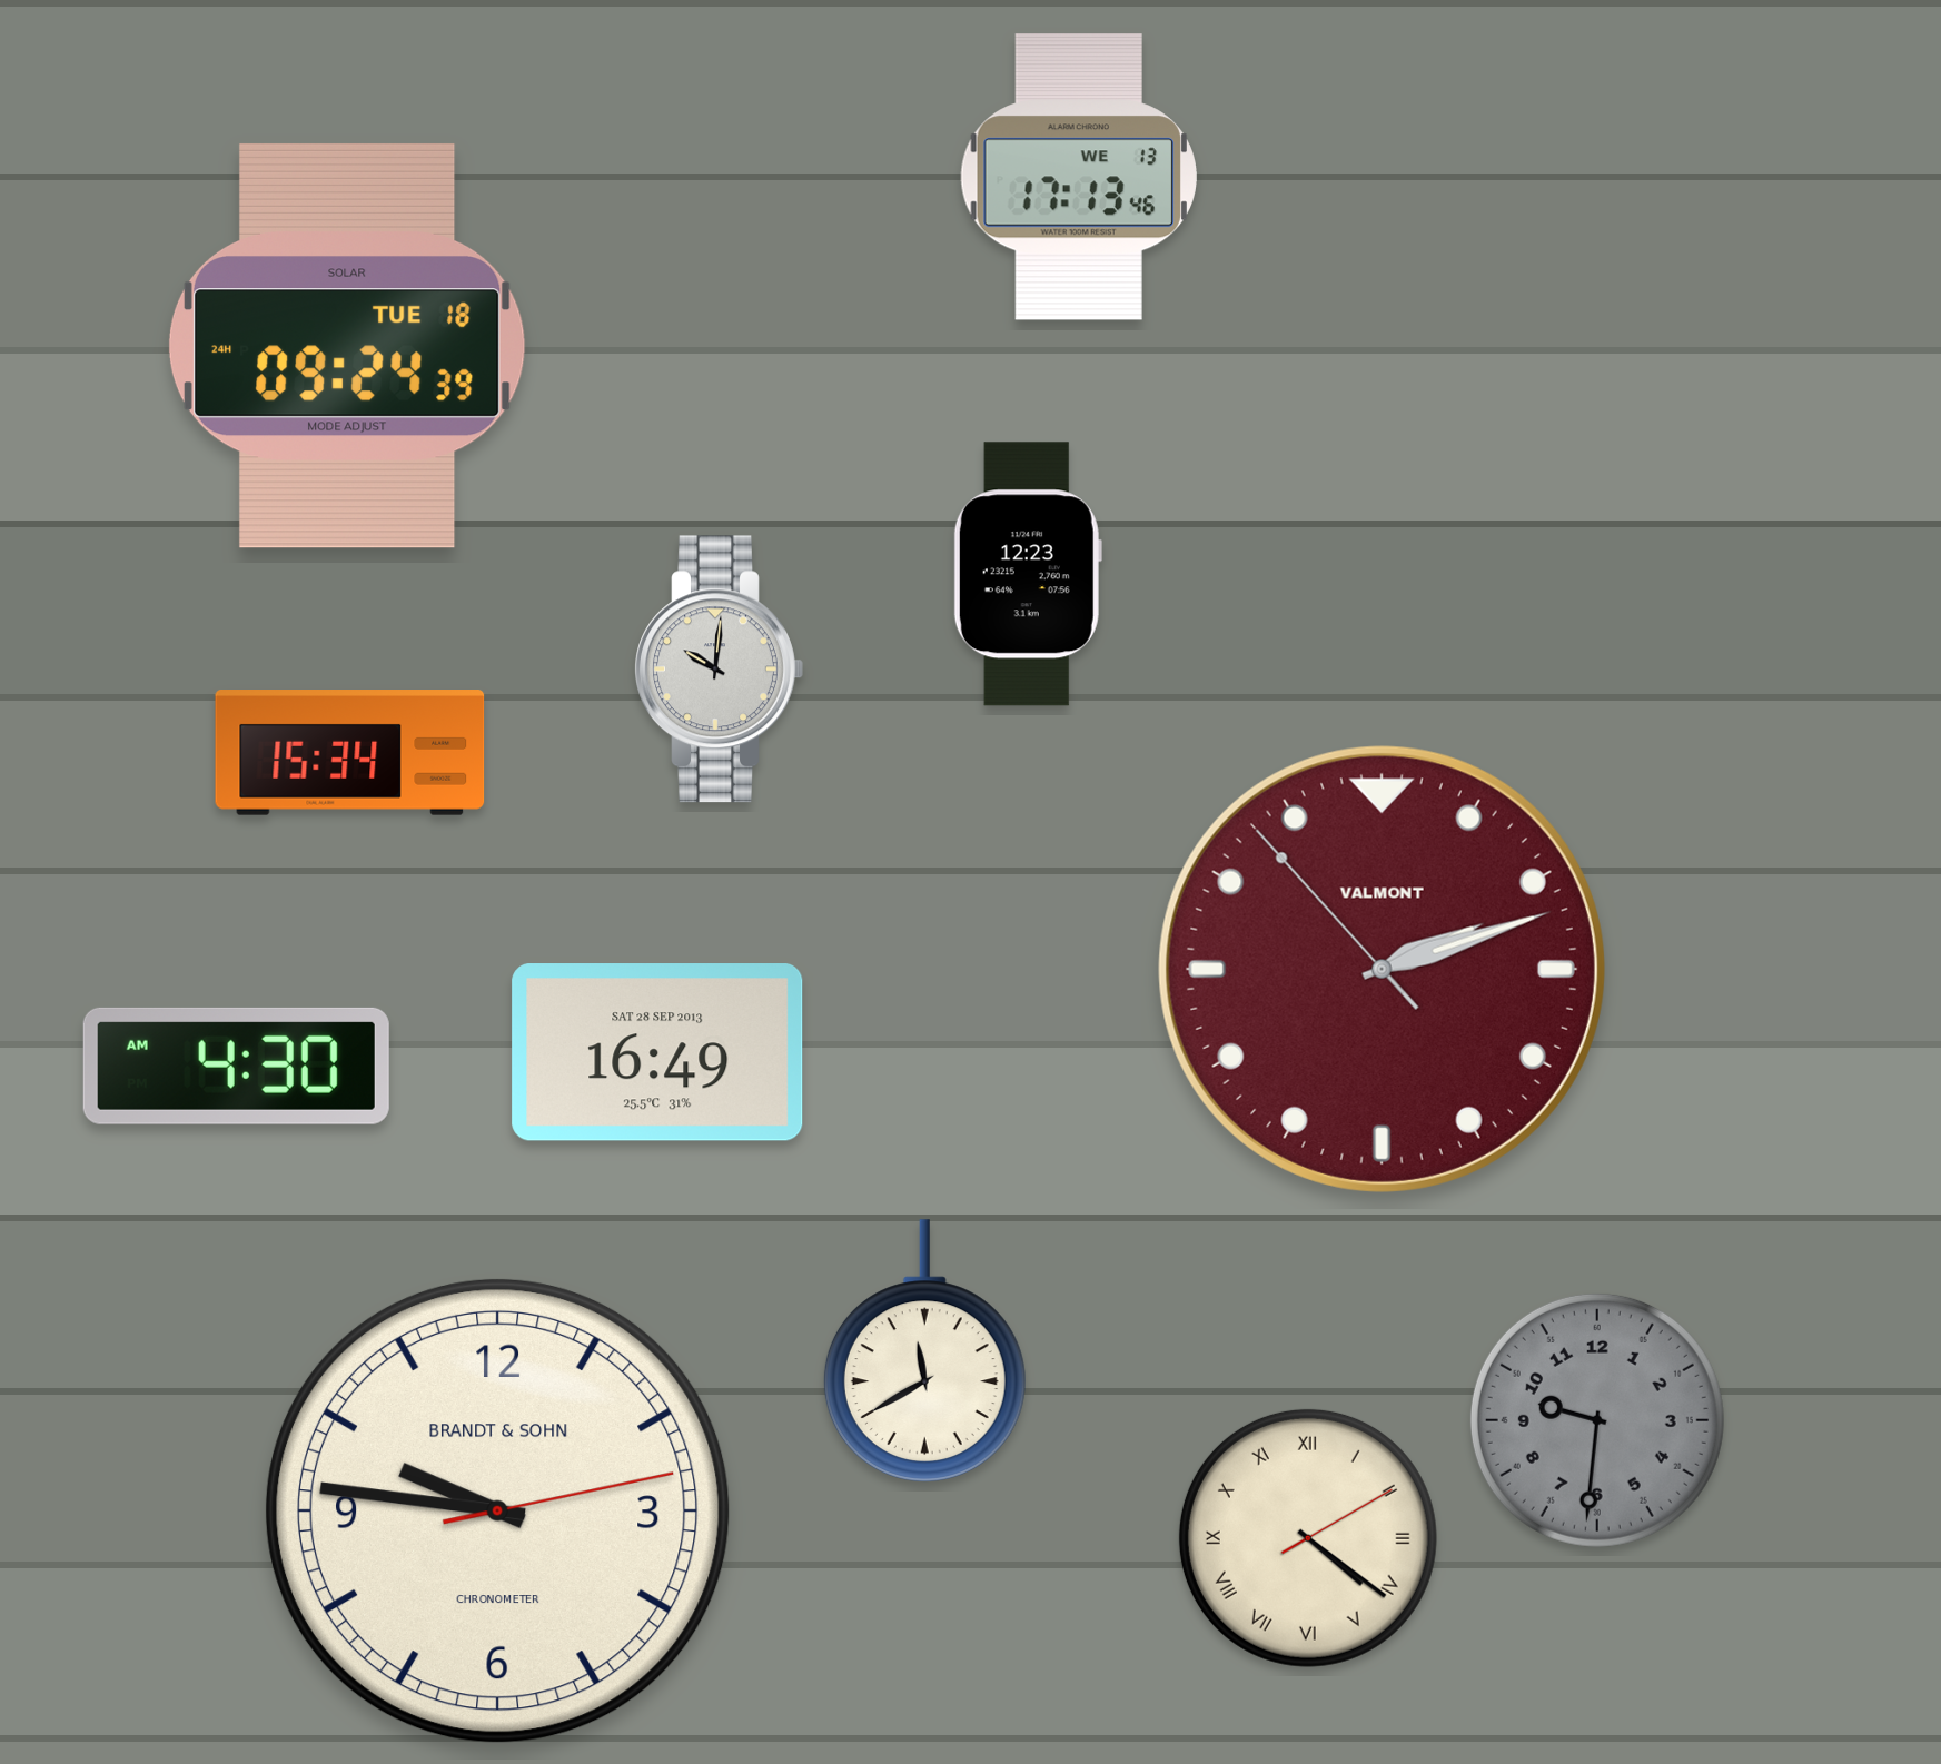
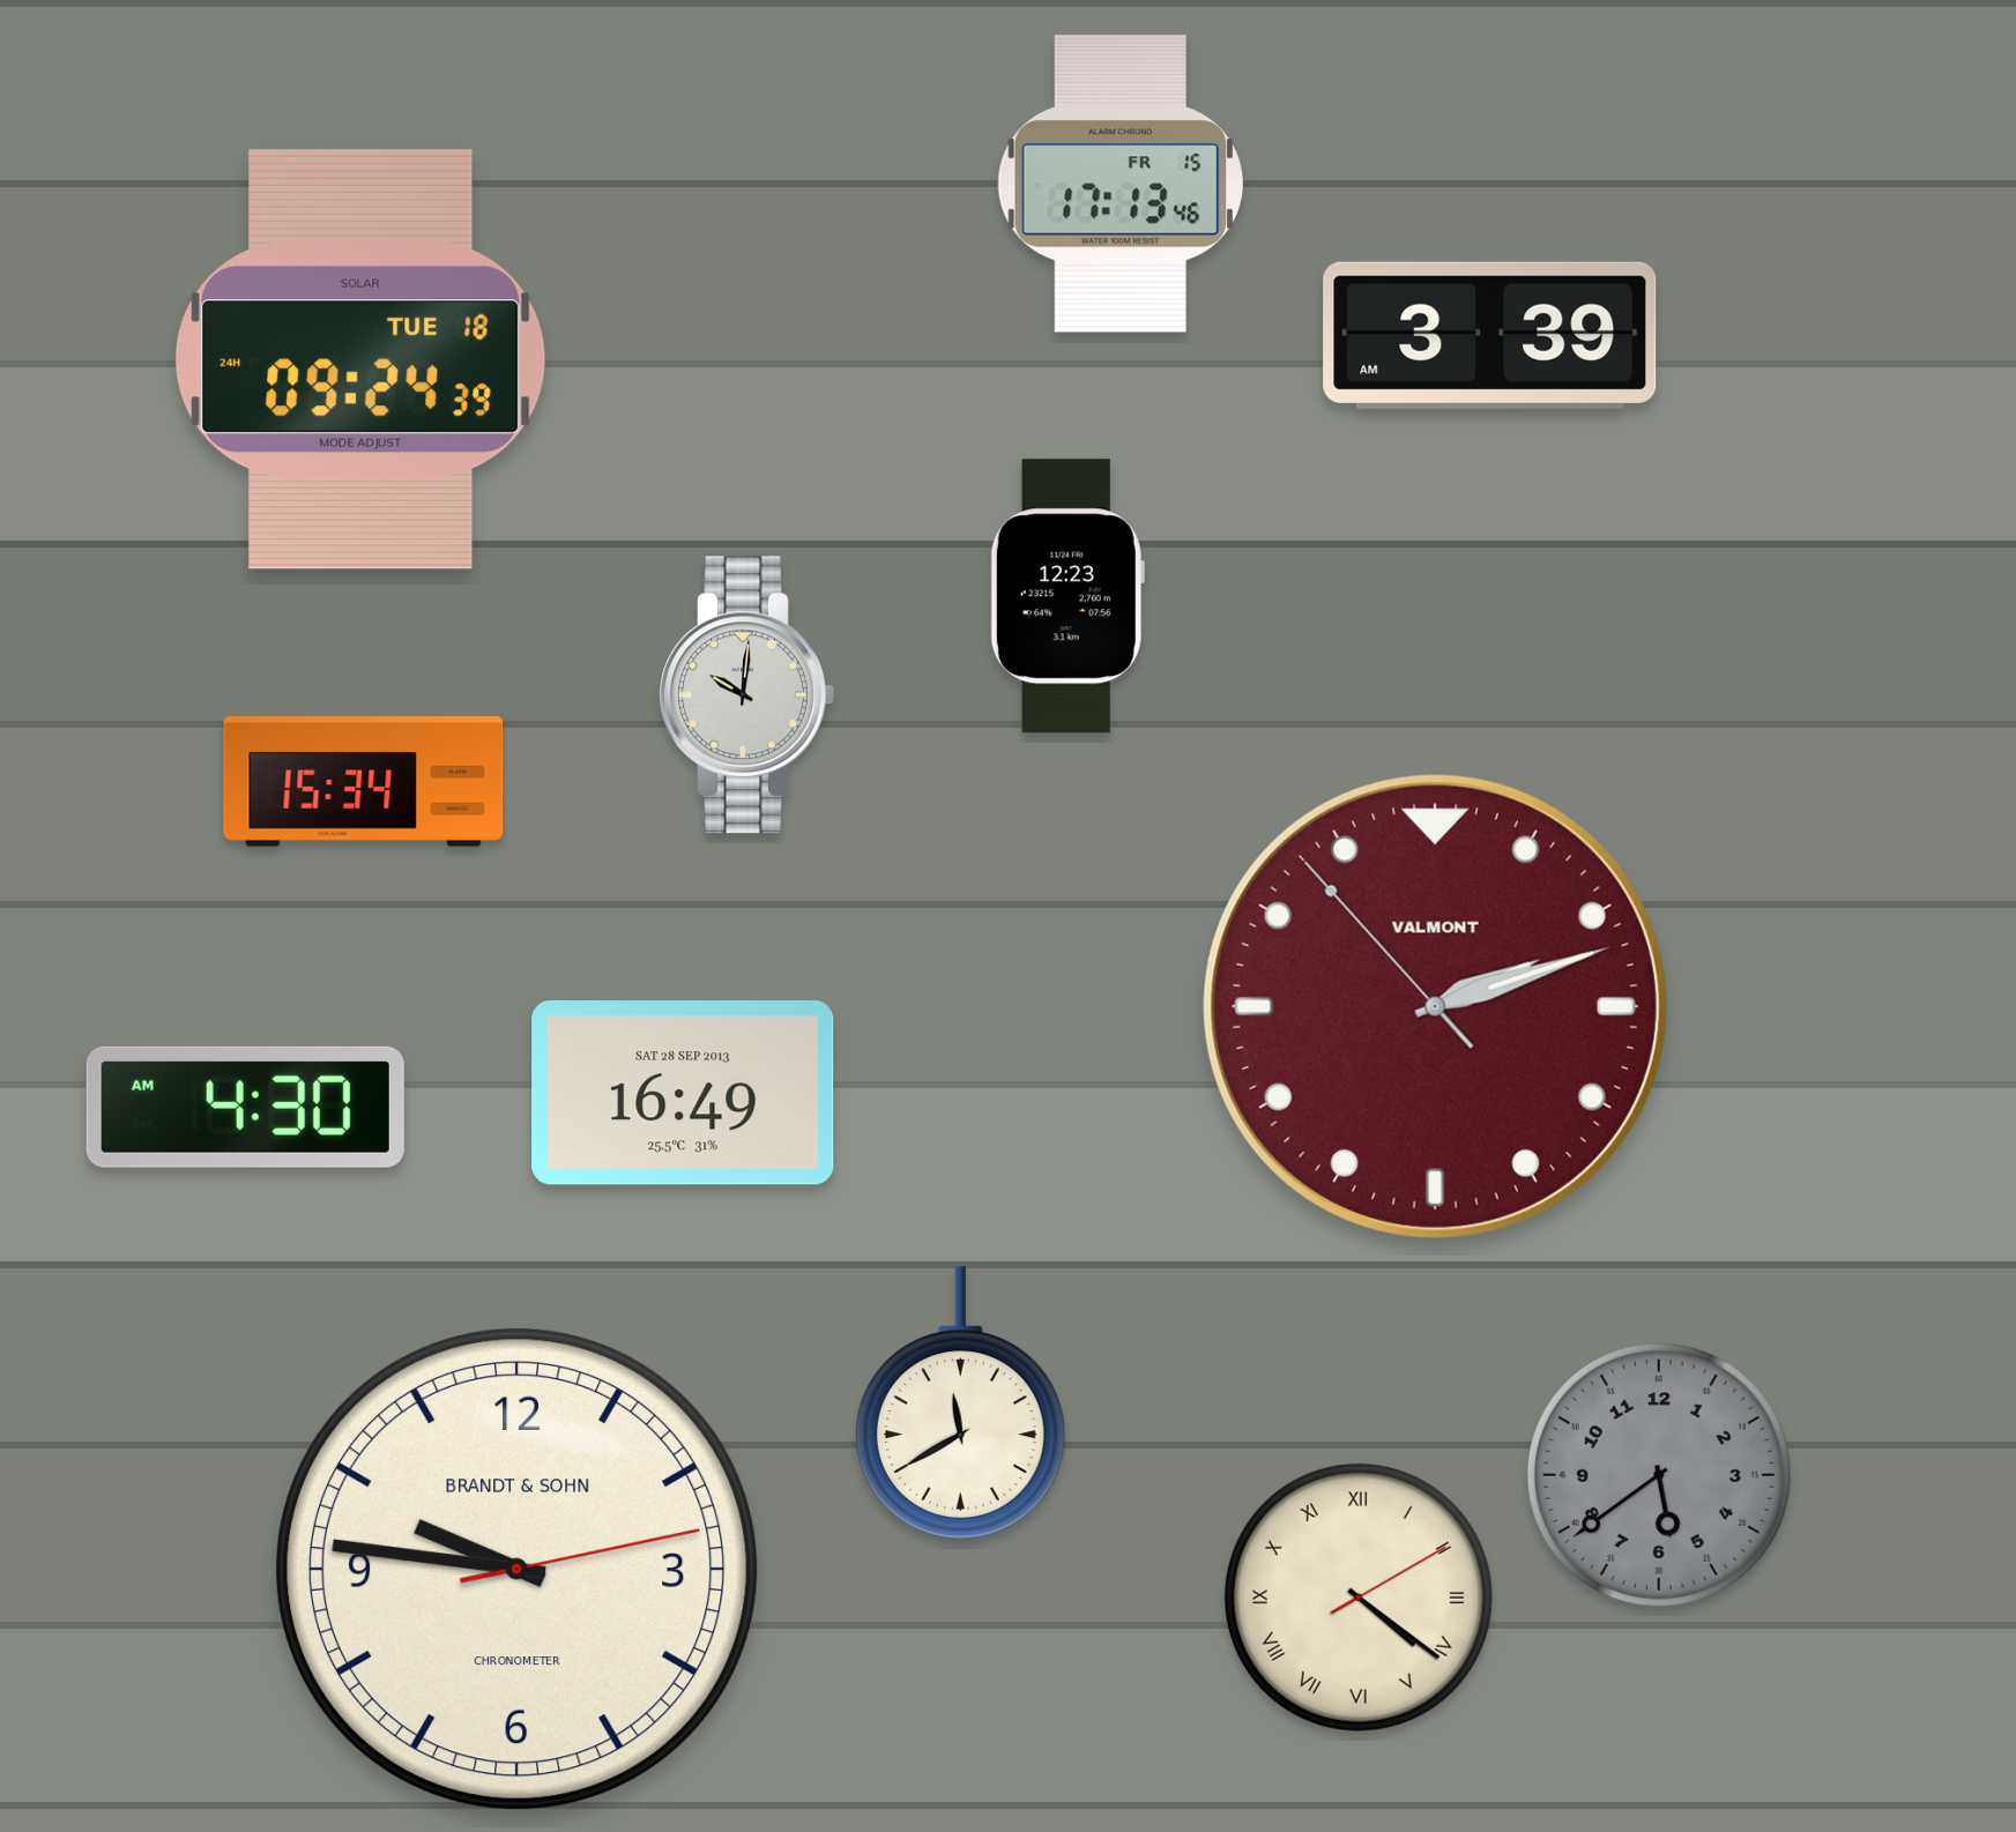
clock at (1079, 178) date: WE 13 -> FR 15
clock at (1490, 335): none -> 3:39
clock at (1597, 1420): 9:31 -> 5:39
